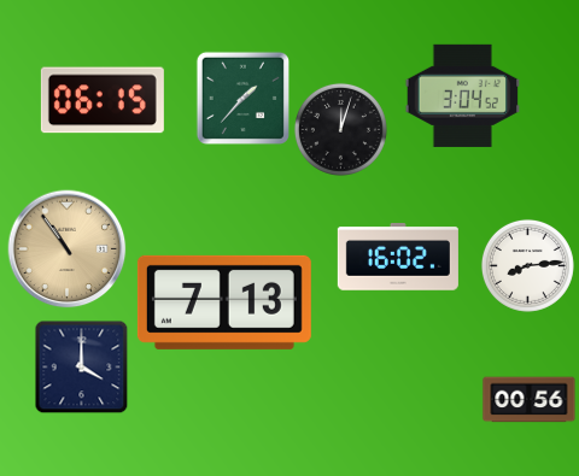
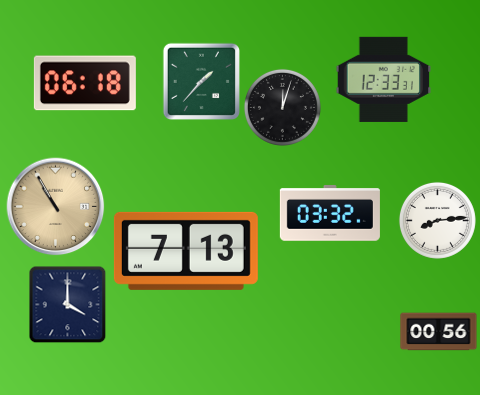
clock at (463, 95): 3:04 -> 12:33
clock at (103, 100): 06:15 -> 06:18
clock at (68, 249): 10:54 -> 10:55
clock at (398, 258): 16:02 -> 03:32
